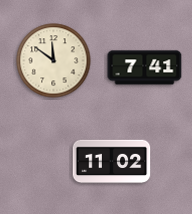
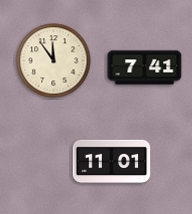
clock at (54, 61): 11:51 -> 11:54
clock at (112, 162): 11:02 -> 11:01
